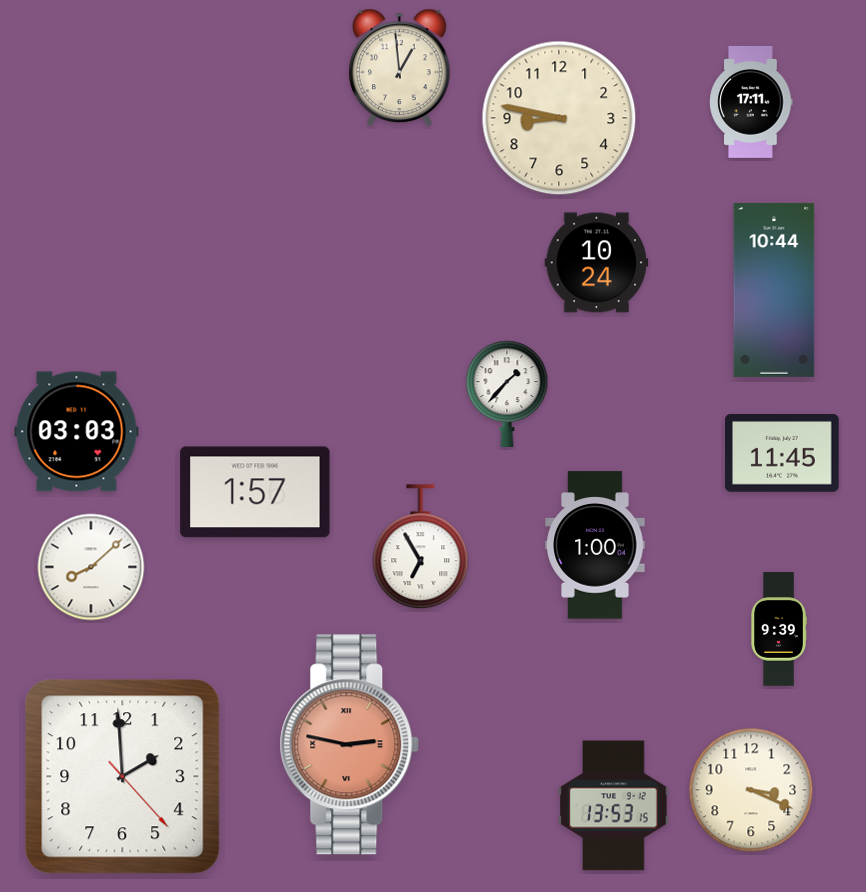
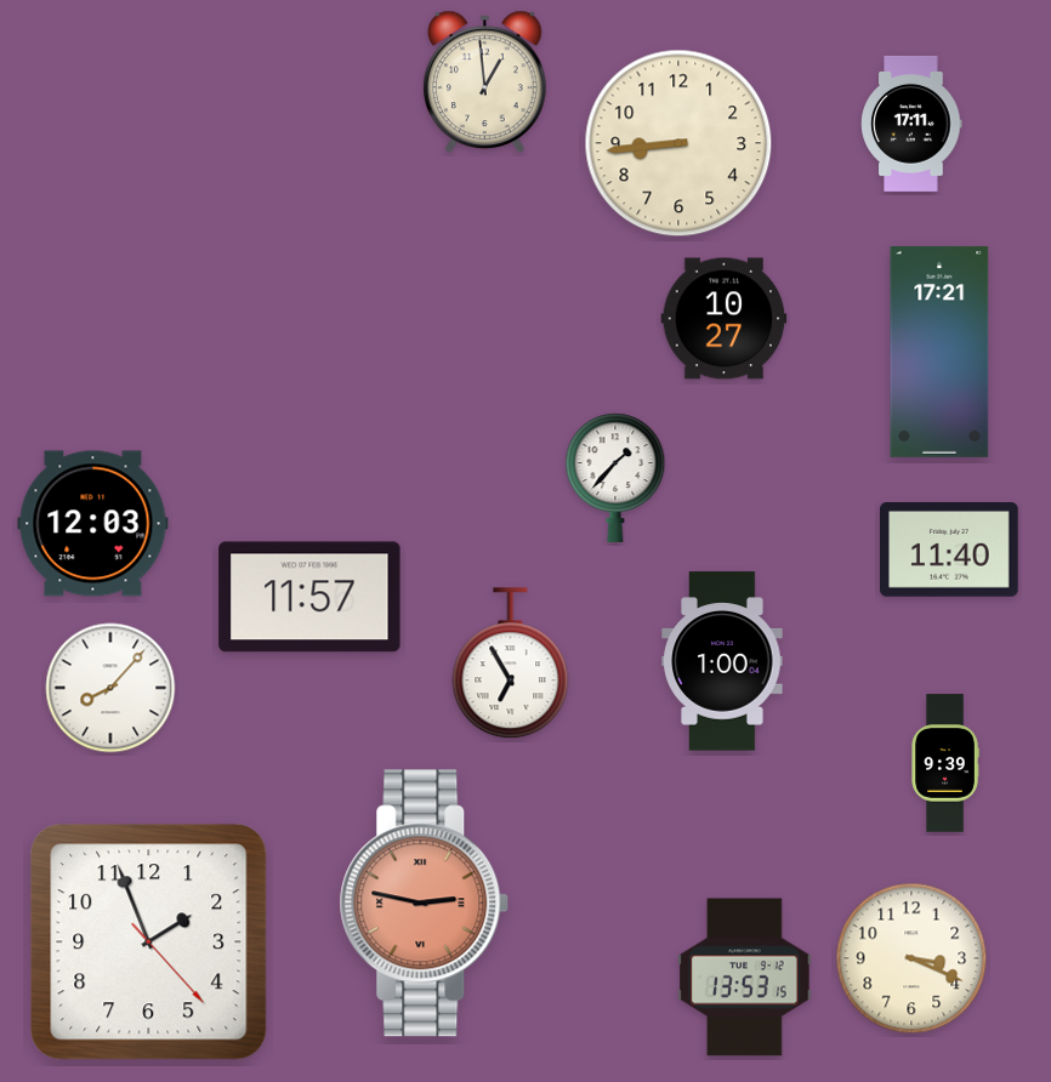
clock at (559, 118): 8:47 -> 8:44
clock at (597, 263): 10:24 -> 10:27
clock at (774, 290): 10:44 -> 17:21
clock at (77, 432): 03:03 -> 12:03
clock at (783, 454): 11:45 -> 11:40
clock at (255, 492): 1:57 -> 11:57
clock at (91, 567): 8:08 -> 8:07
clock at (123, 777): 1:59 -> 1:56
